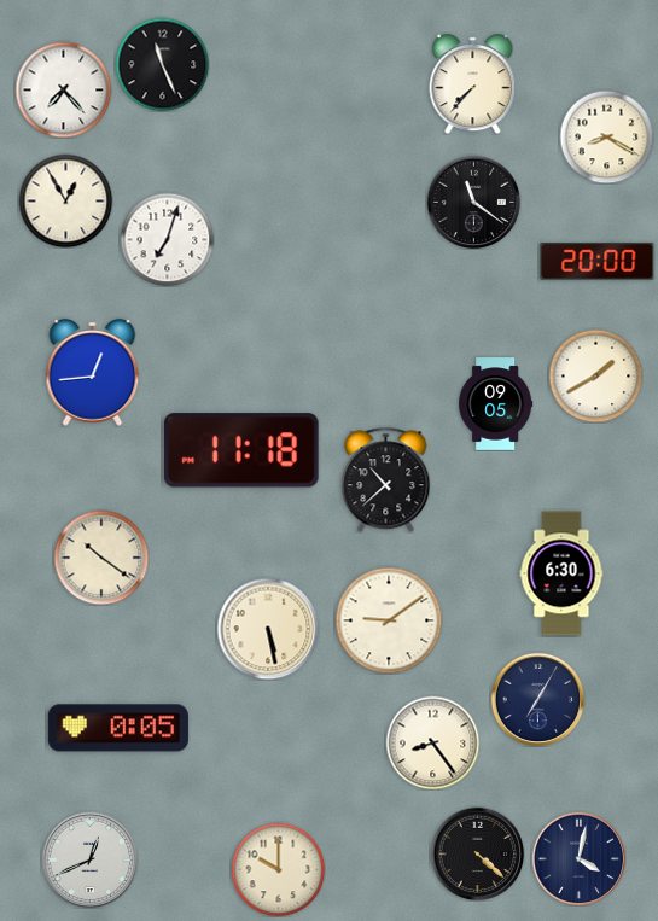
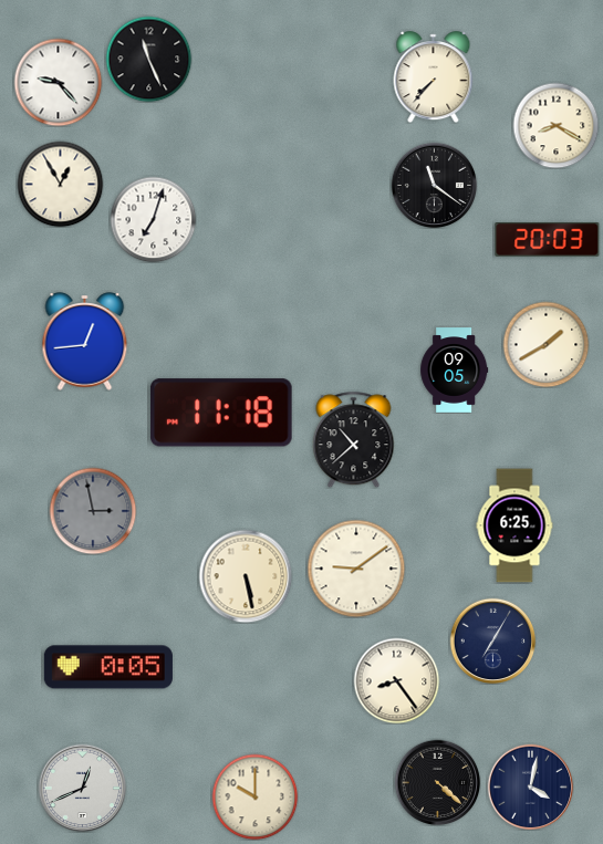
clock at (63, 89): 7:23 -> 9:23
clock at (598, 262): 20:00 -> 20:03
clock at (101, 558): 10:21 -> 2:58
clock at (101, 558) dial: cream -> grey
clock at (561, 573): 6:30 -> 6:25
